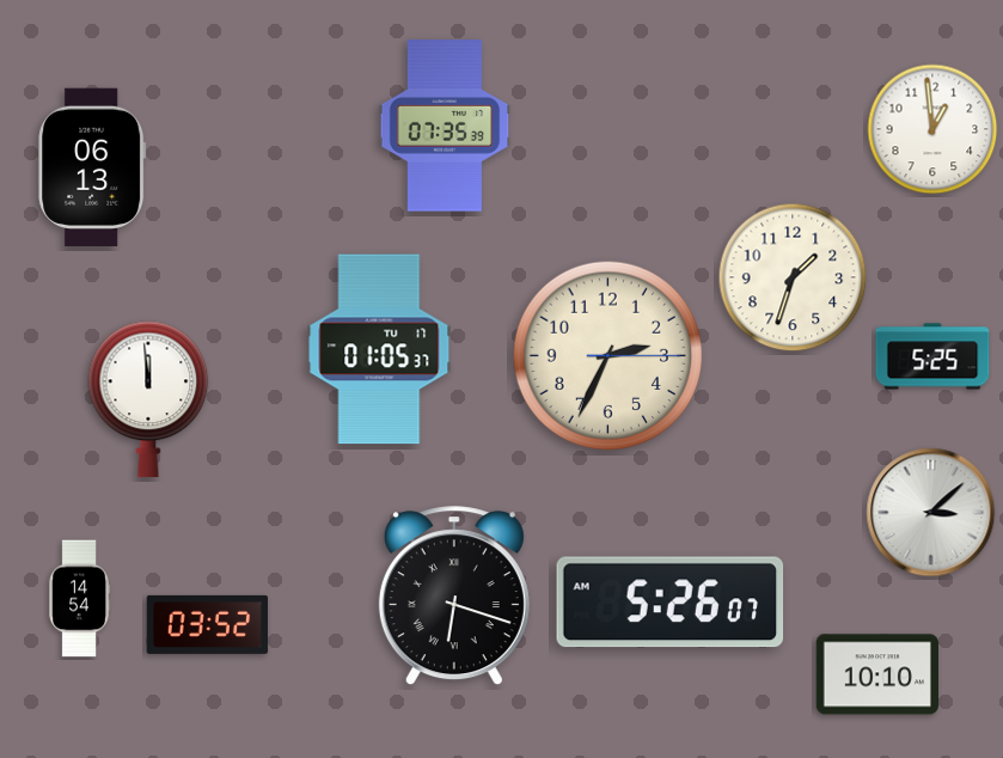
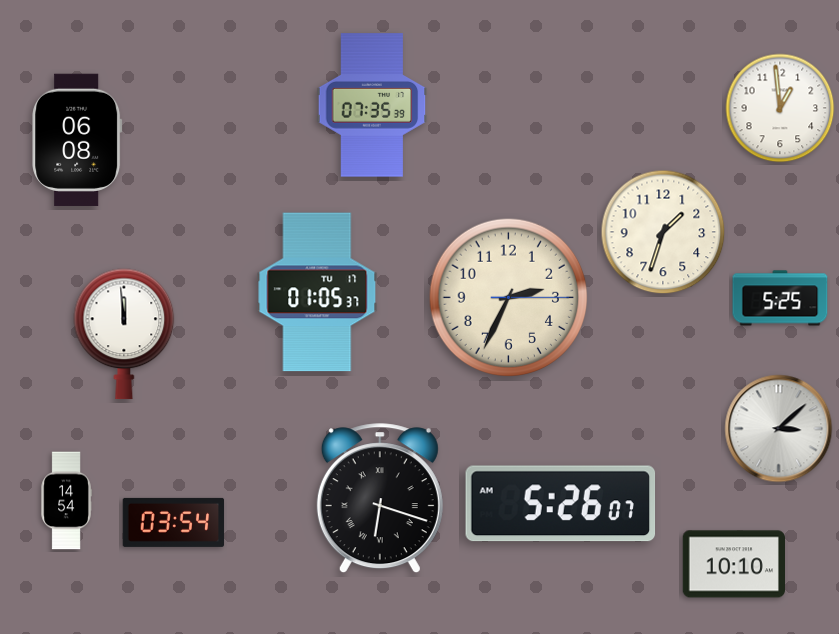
clock at (92, 167): 06:13 -> 06:08
clock at (208, 624): 03:52 -> 03:54
